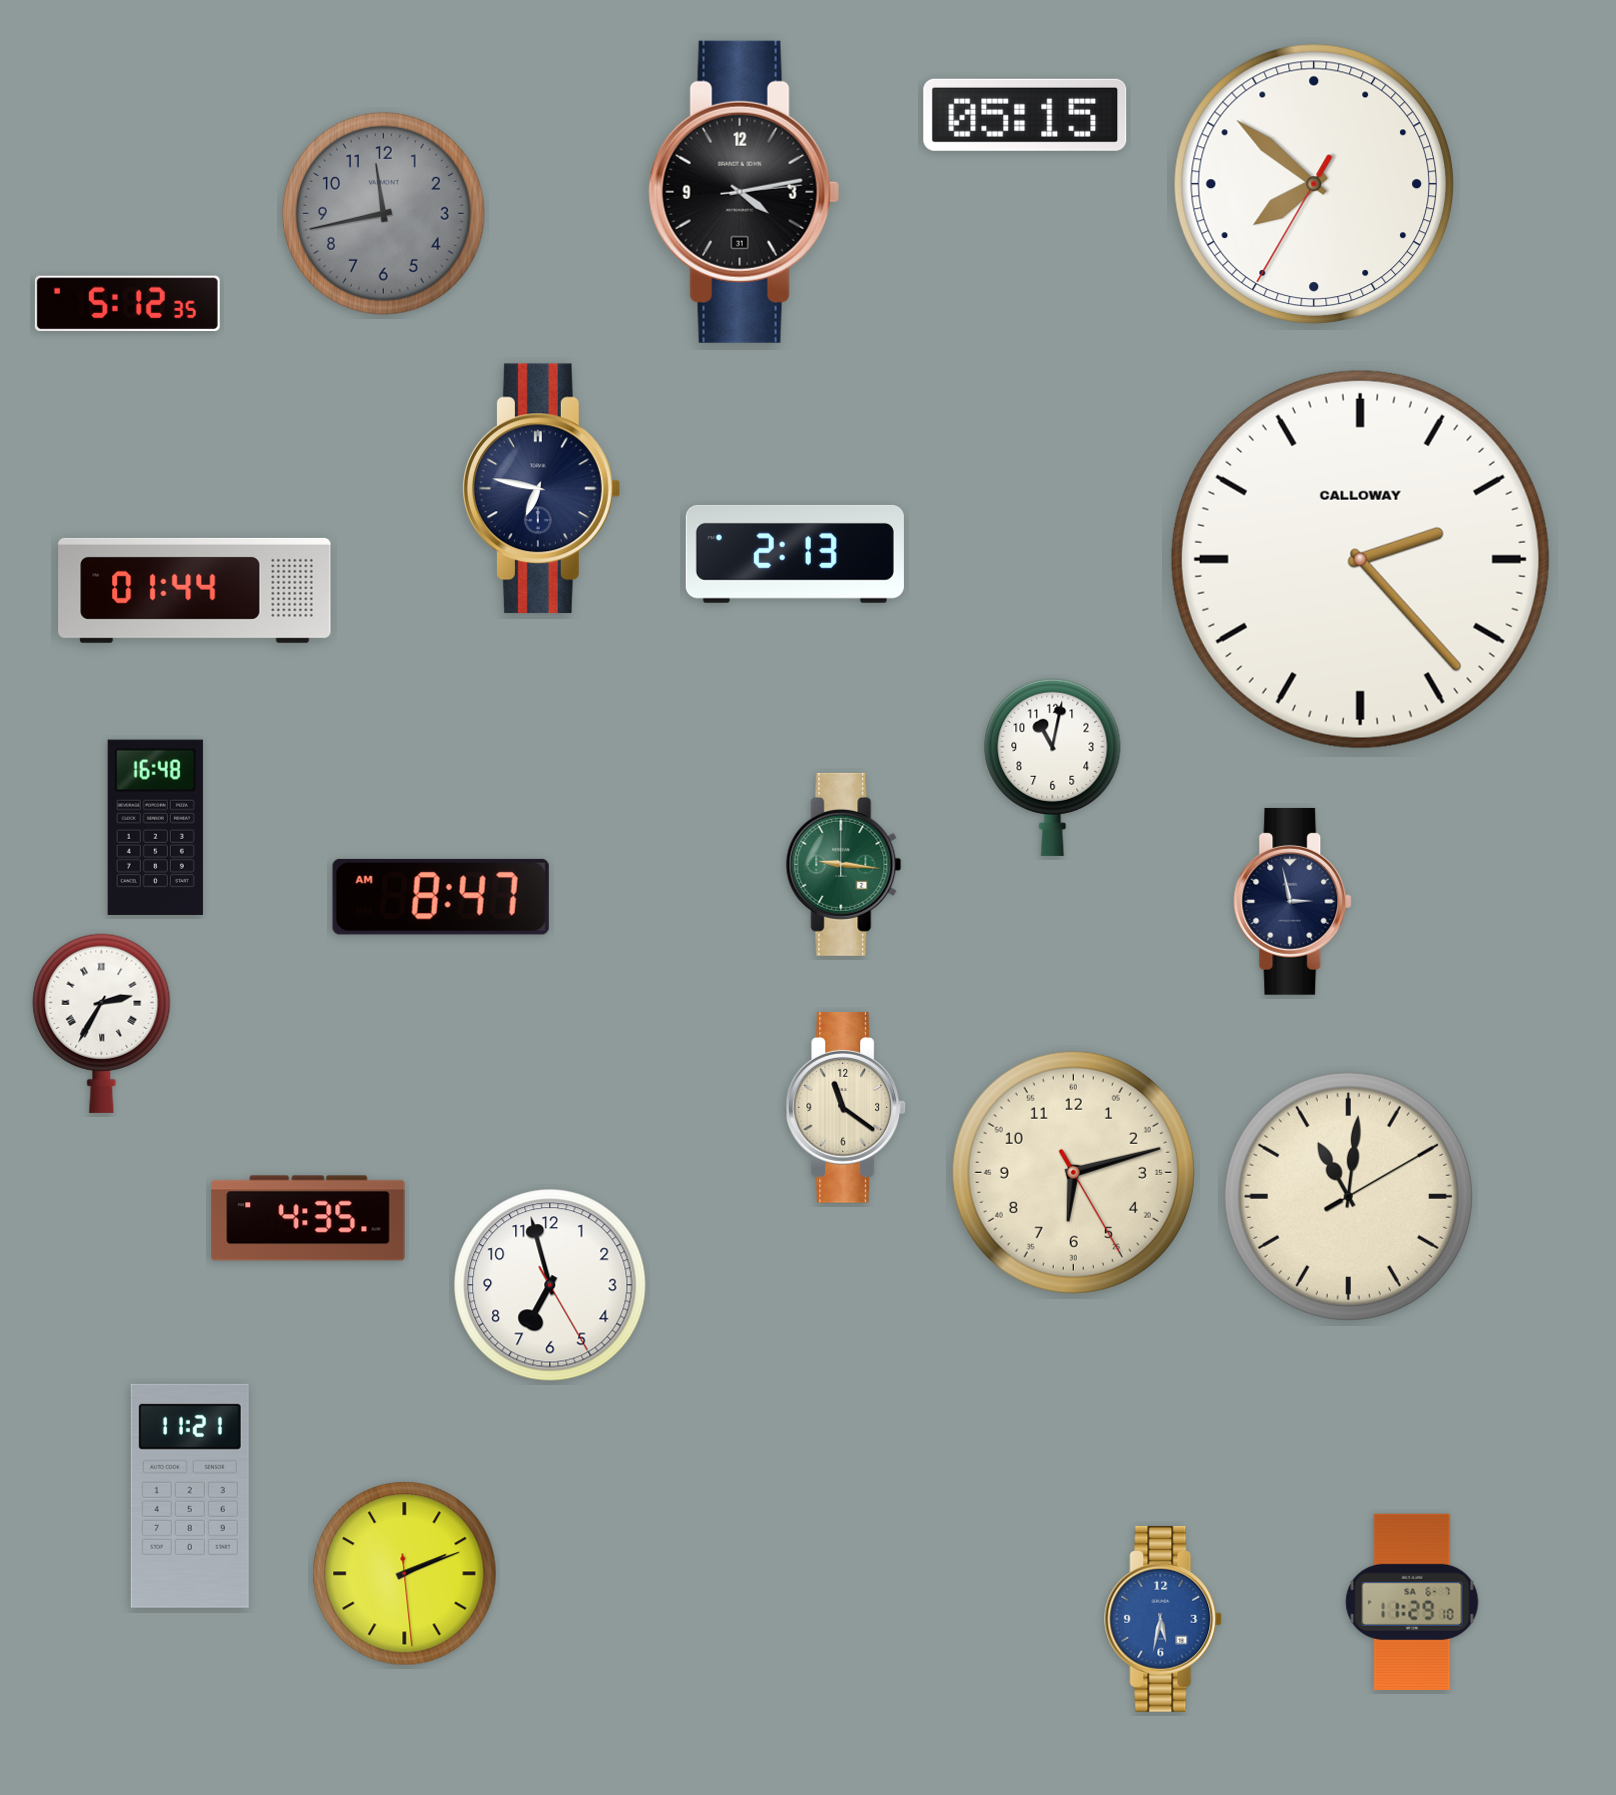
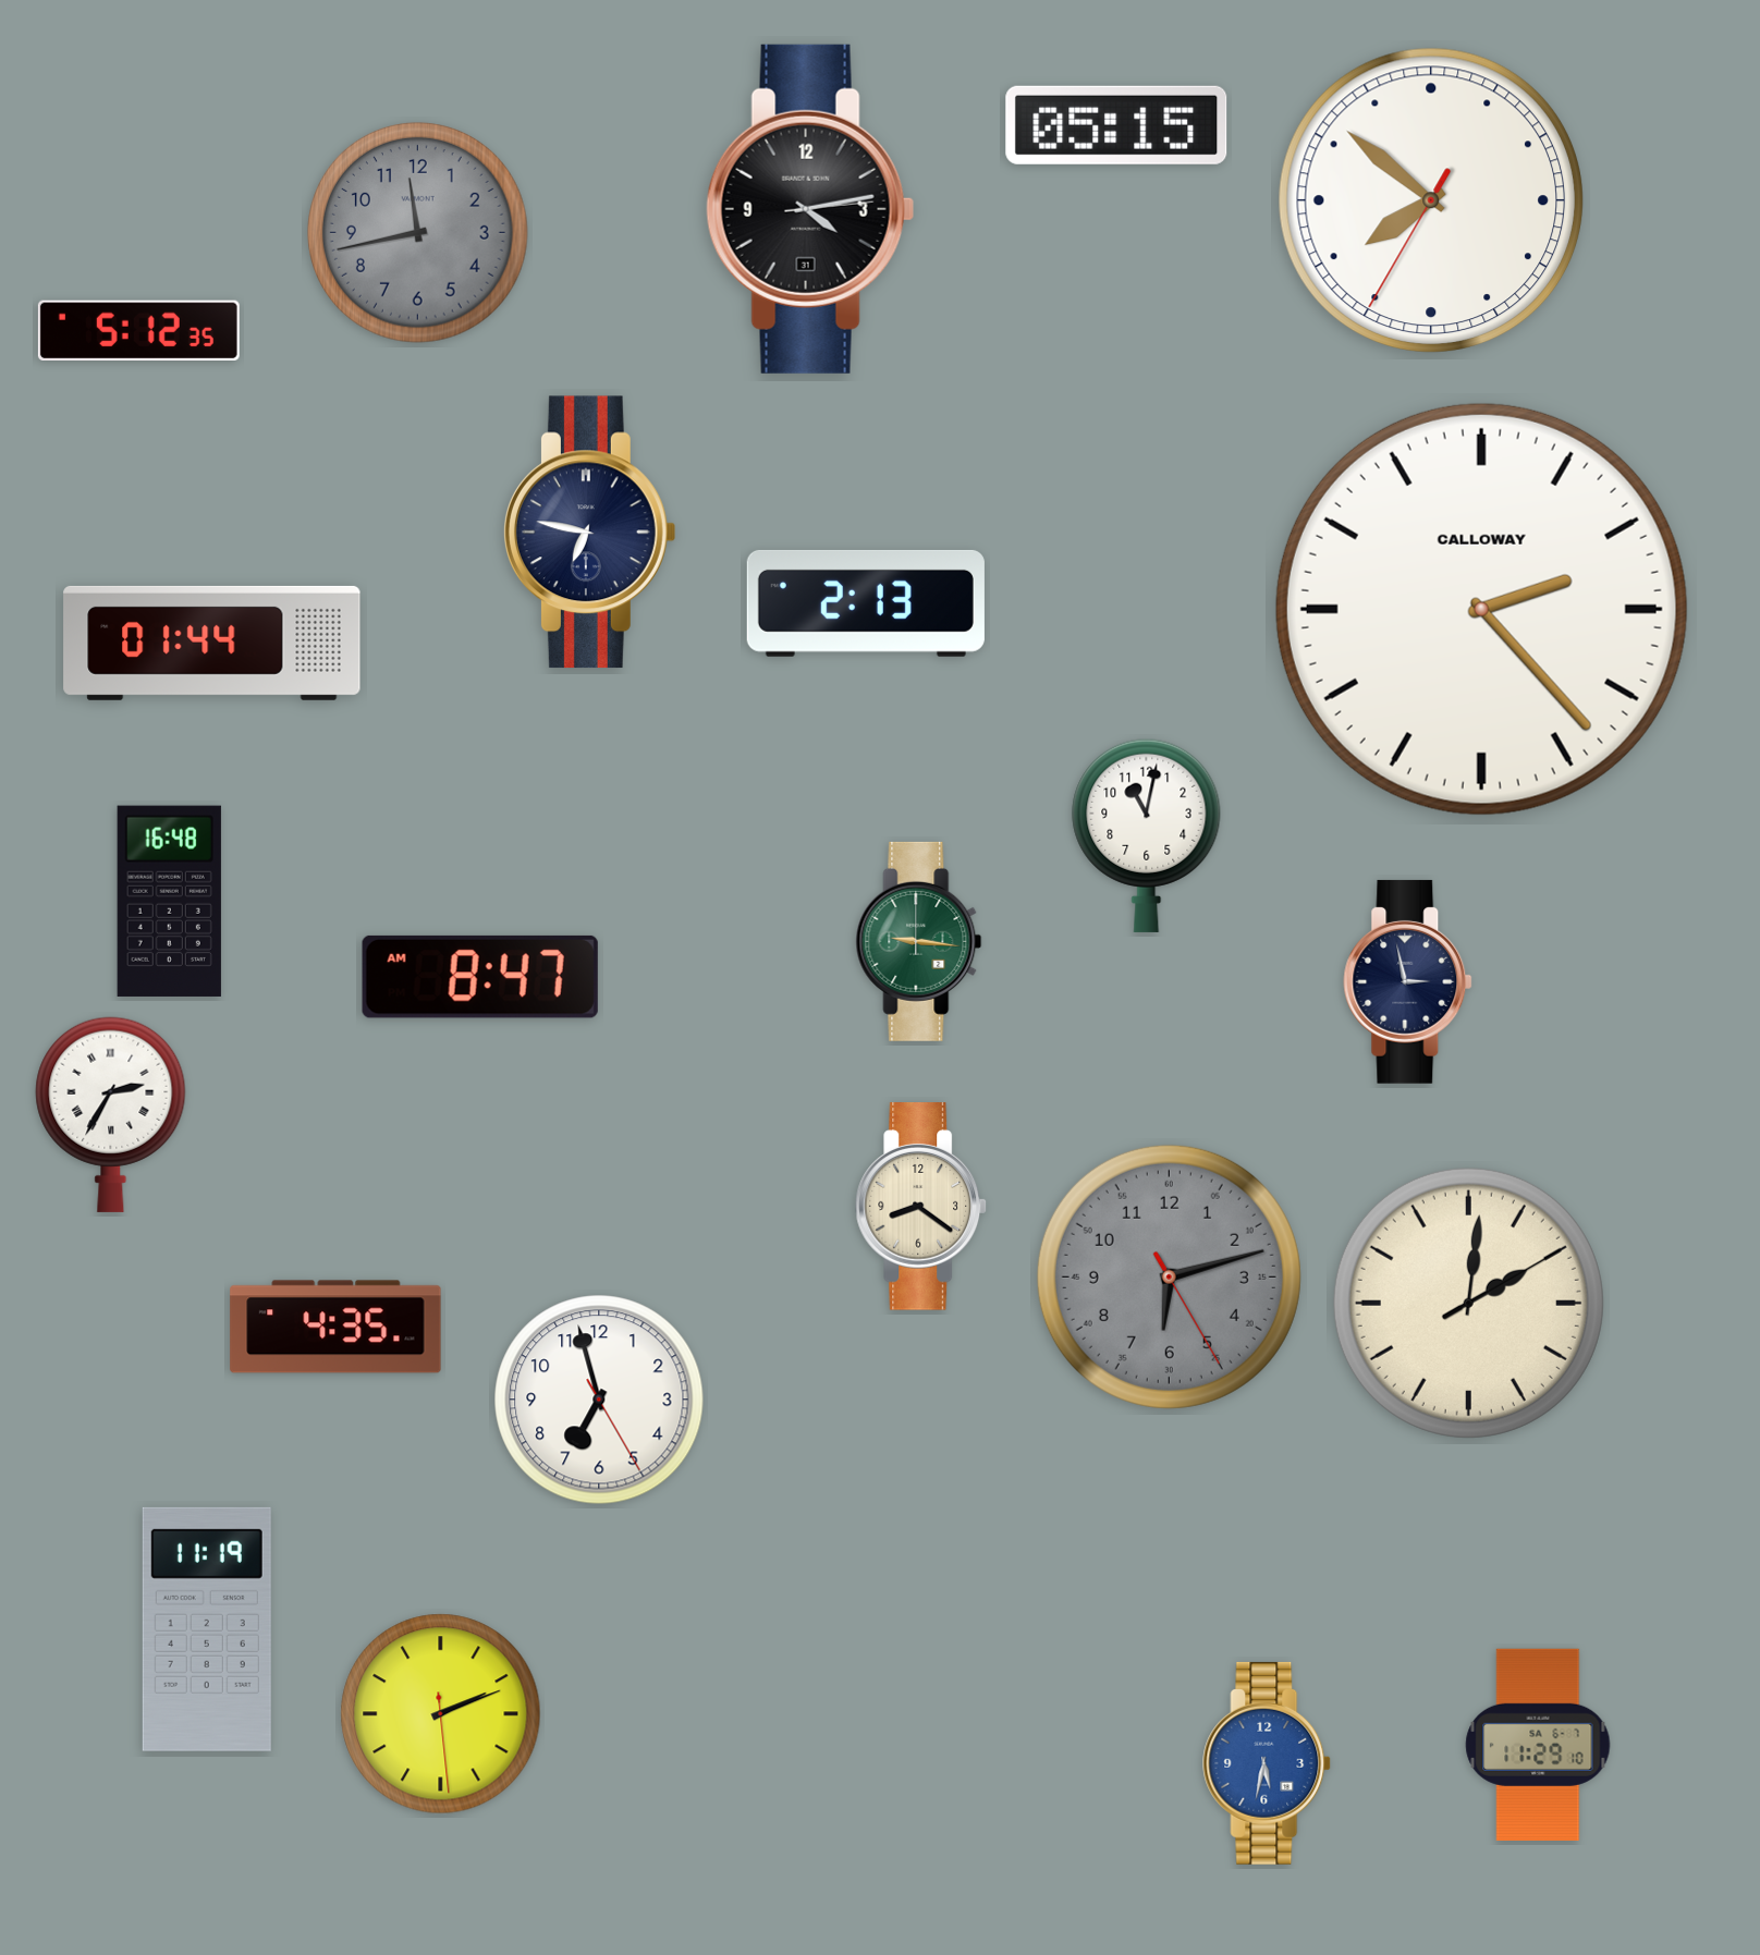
clock at (846, 1108): 11:21 -> 8:21
clock at (1073, 1172) dial: cream -> grey
clock at (1348, 1196): 11:01 -> 2:01
clock at (190, 1496): 11:21 -> 11:19
